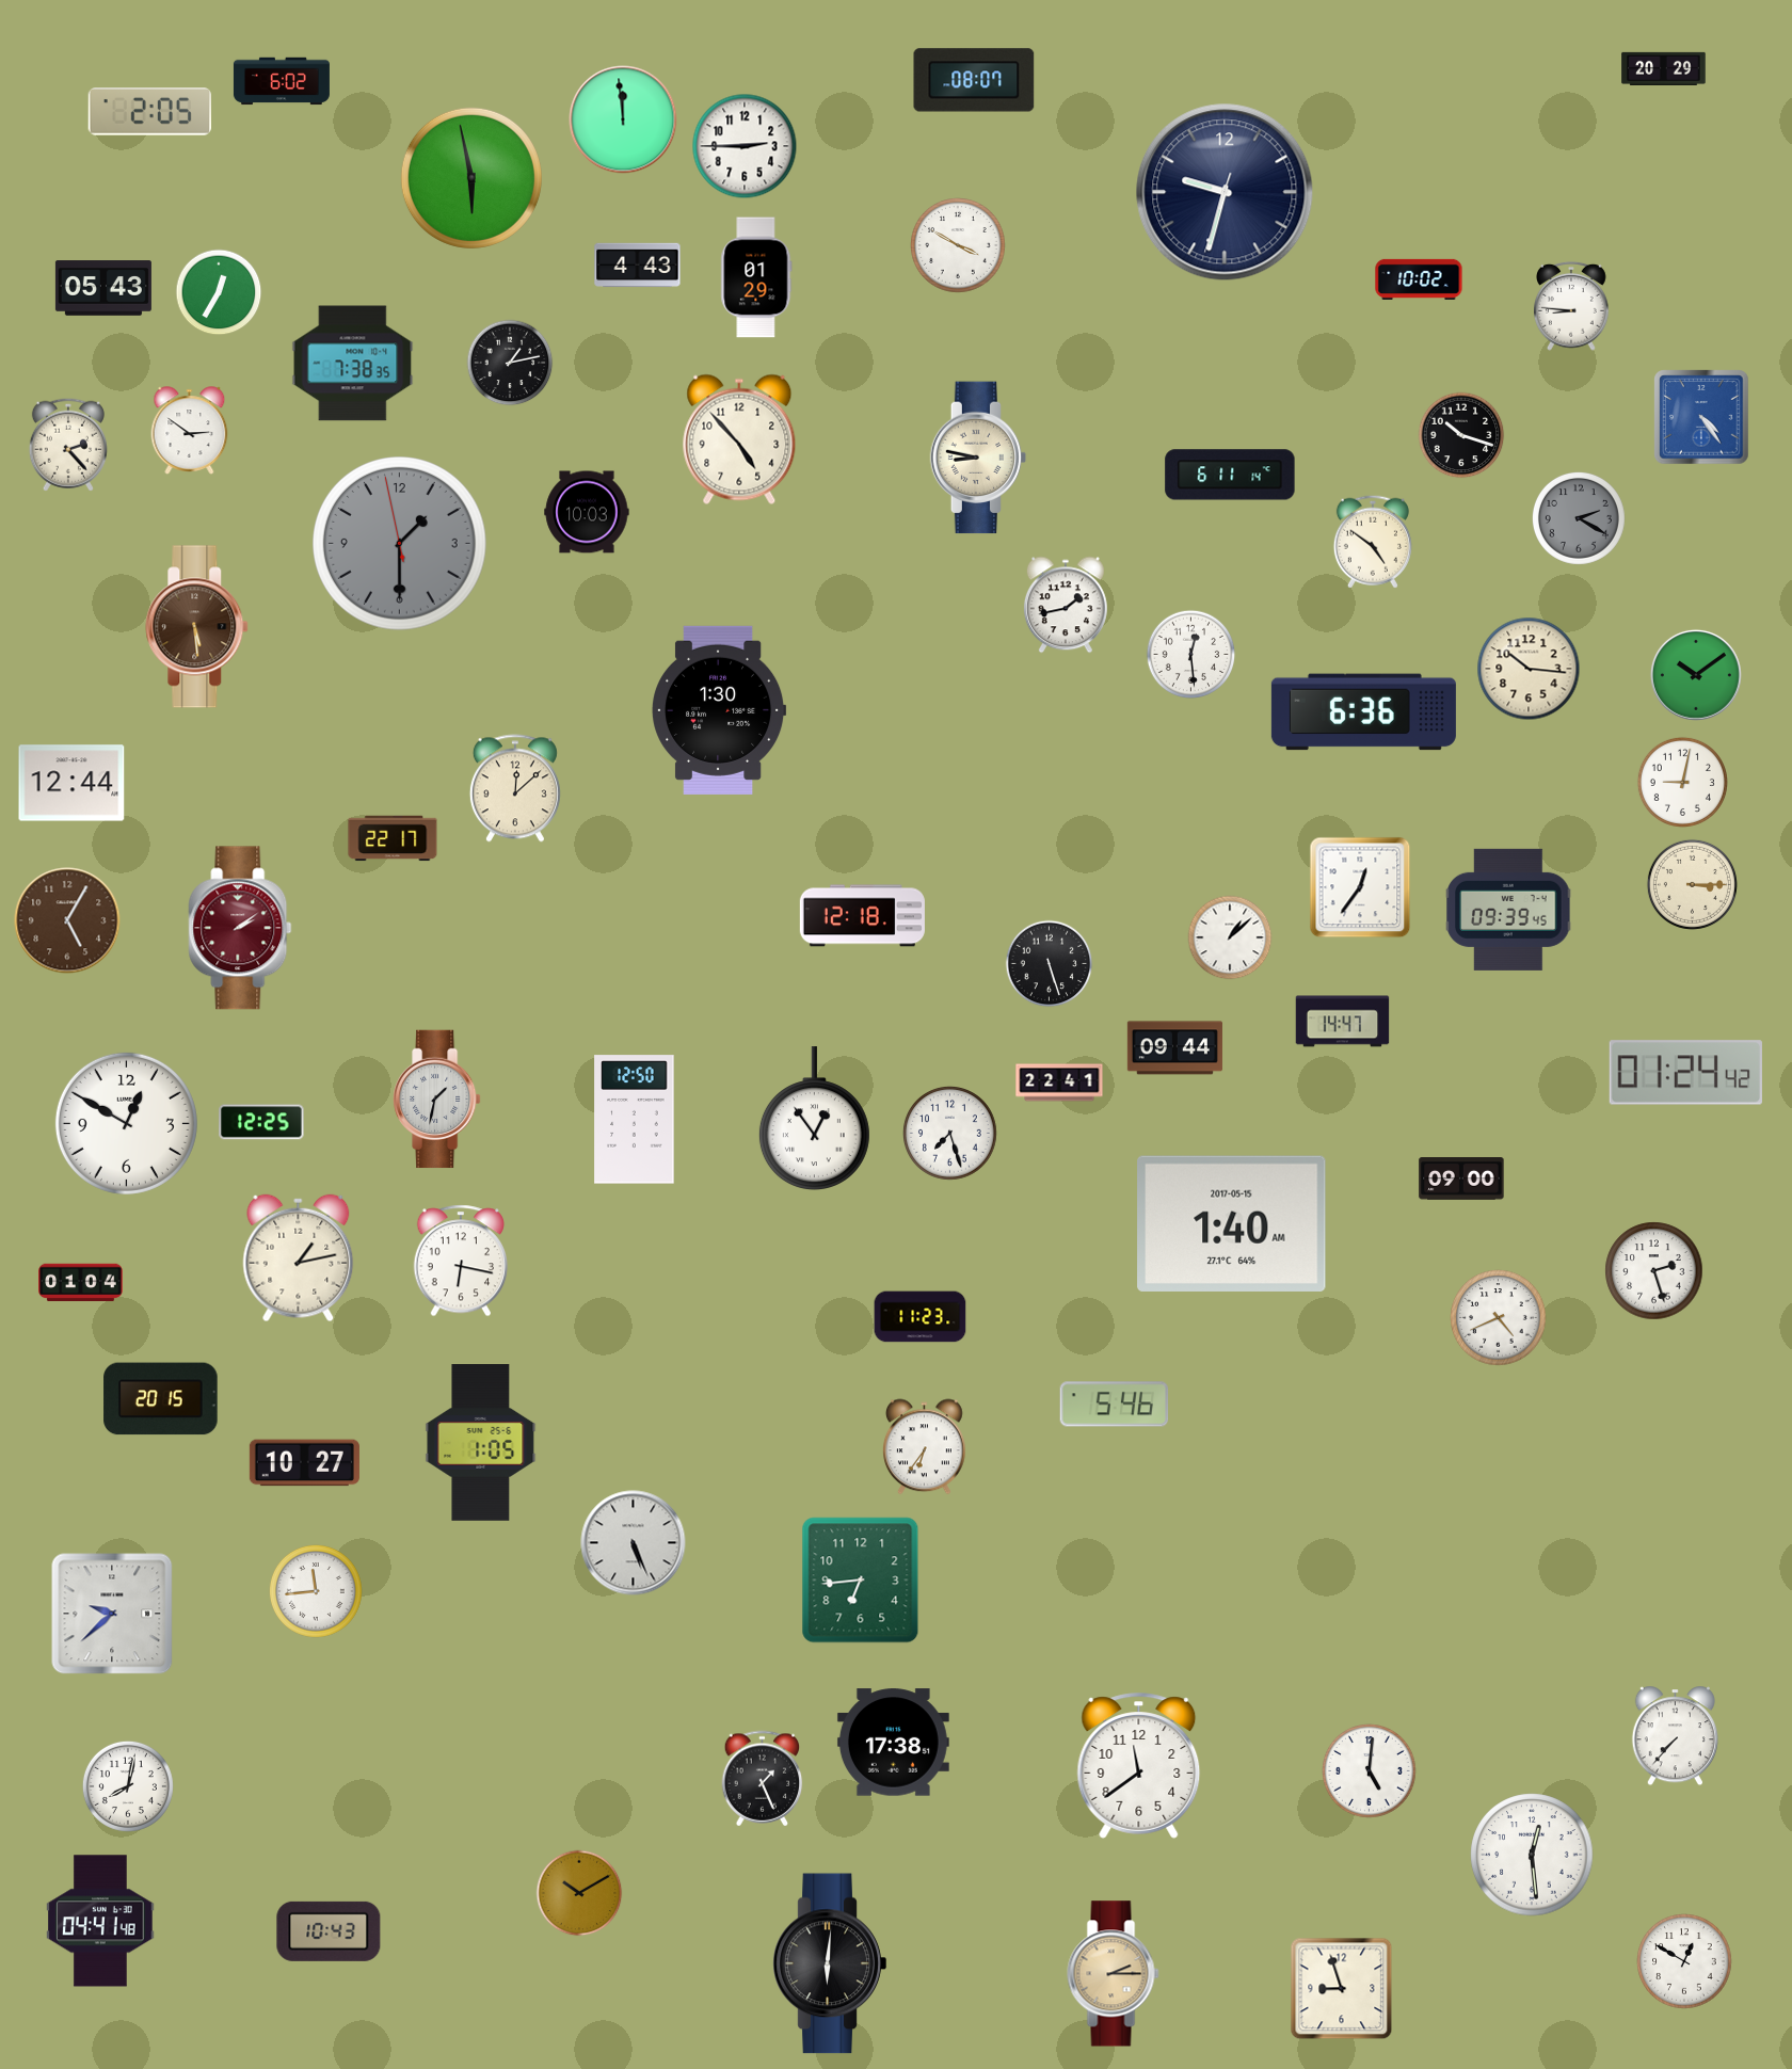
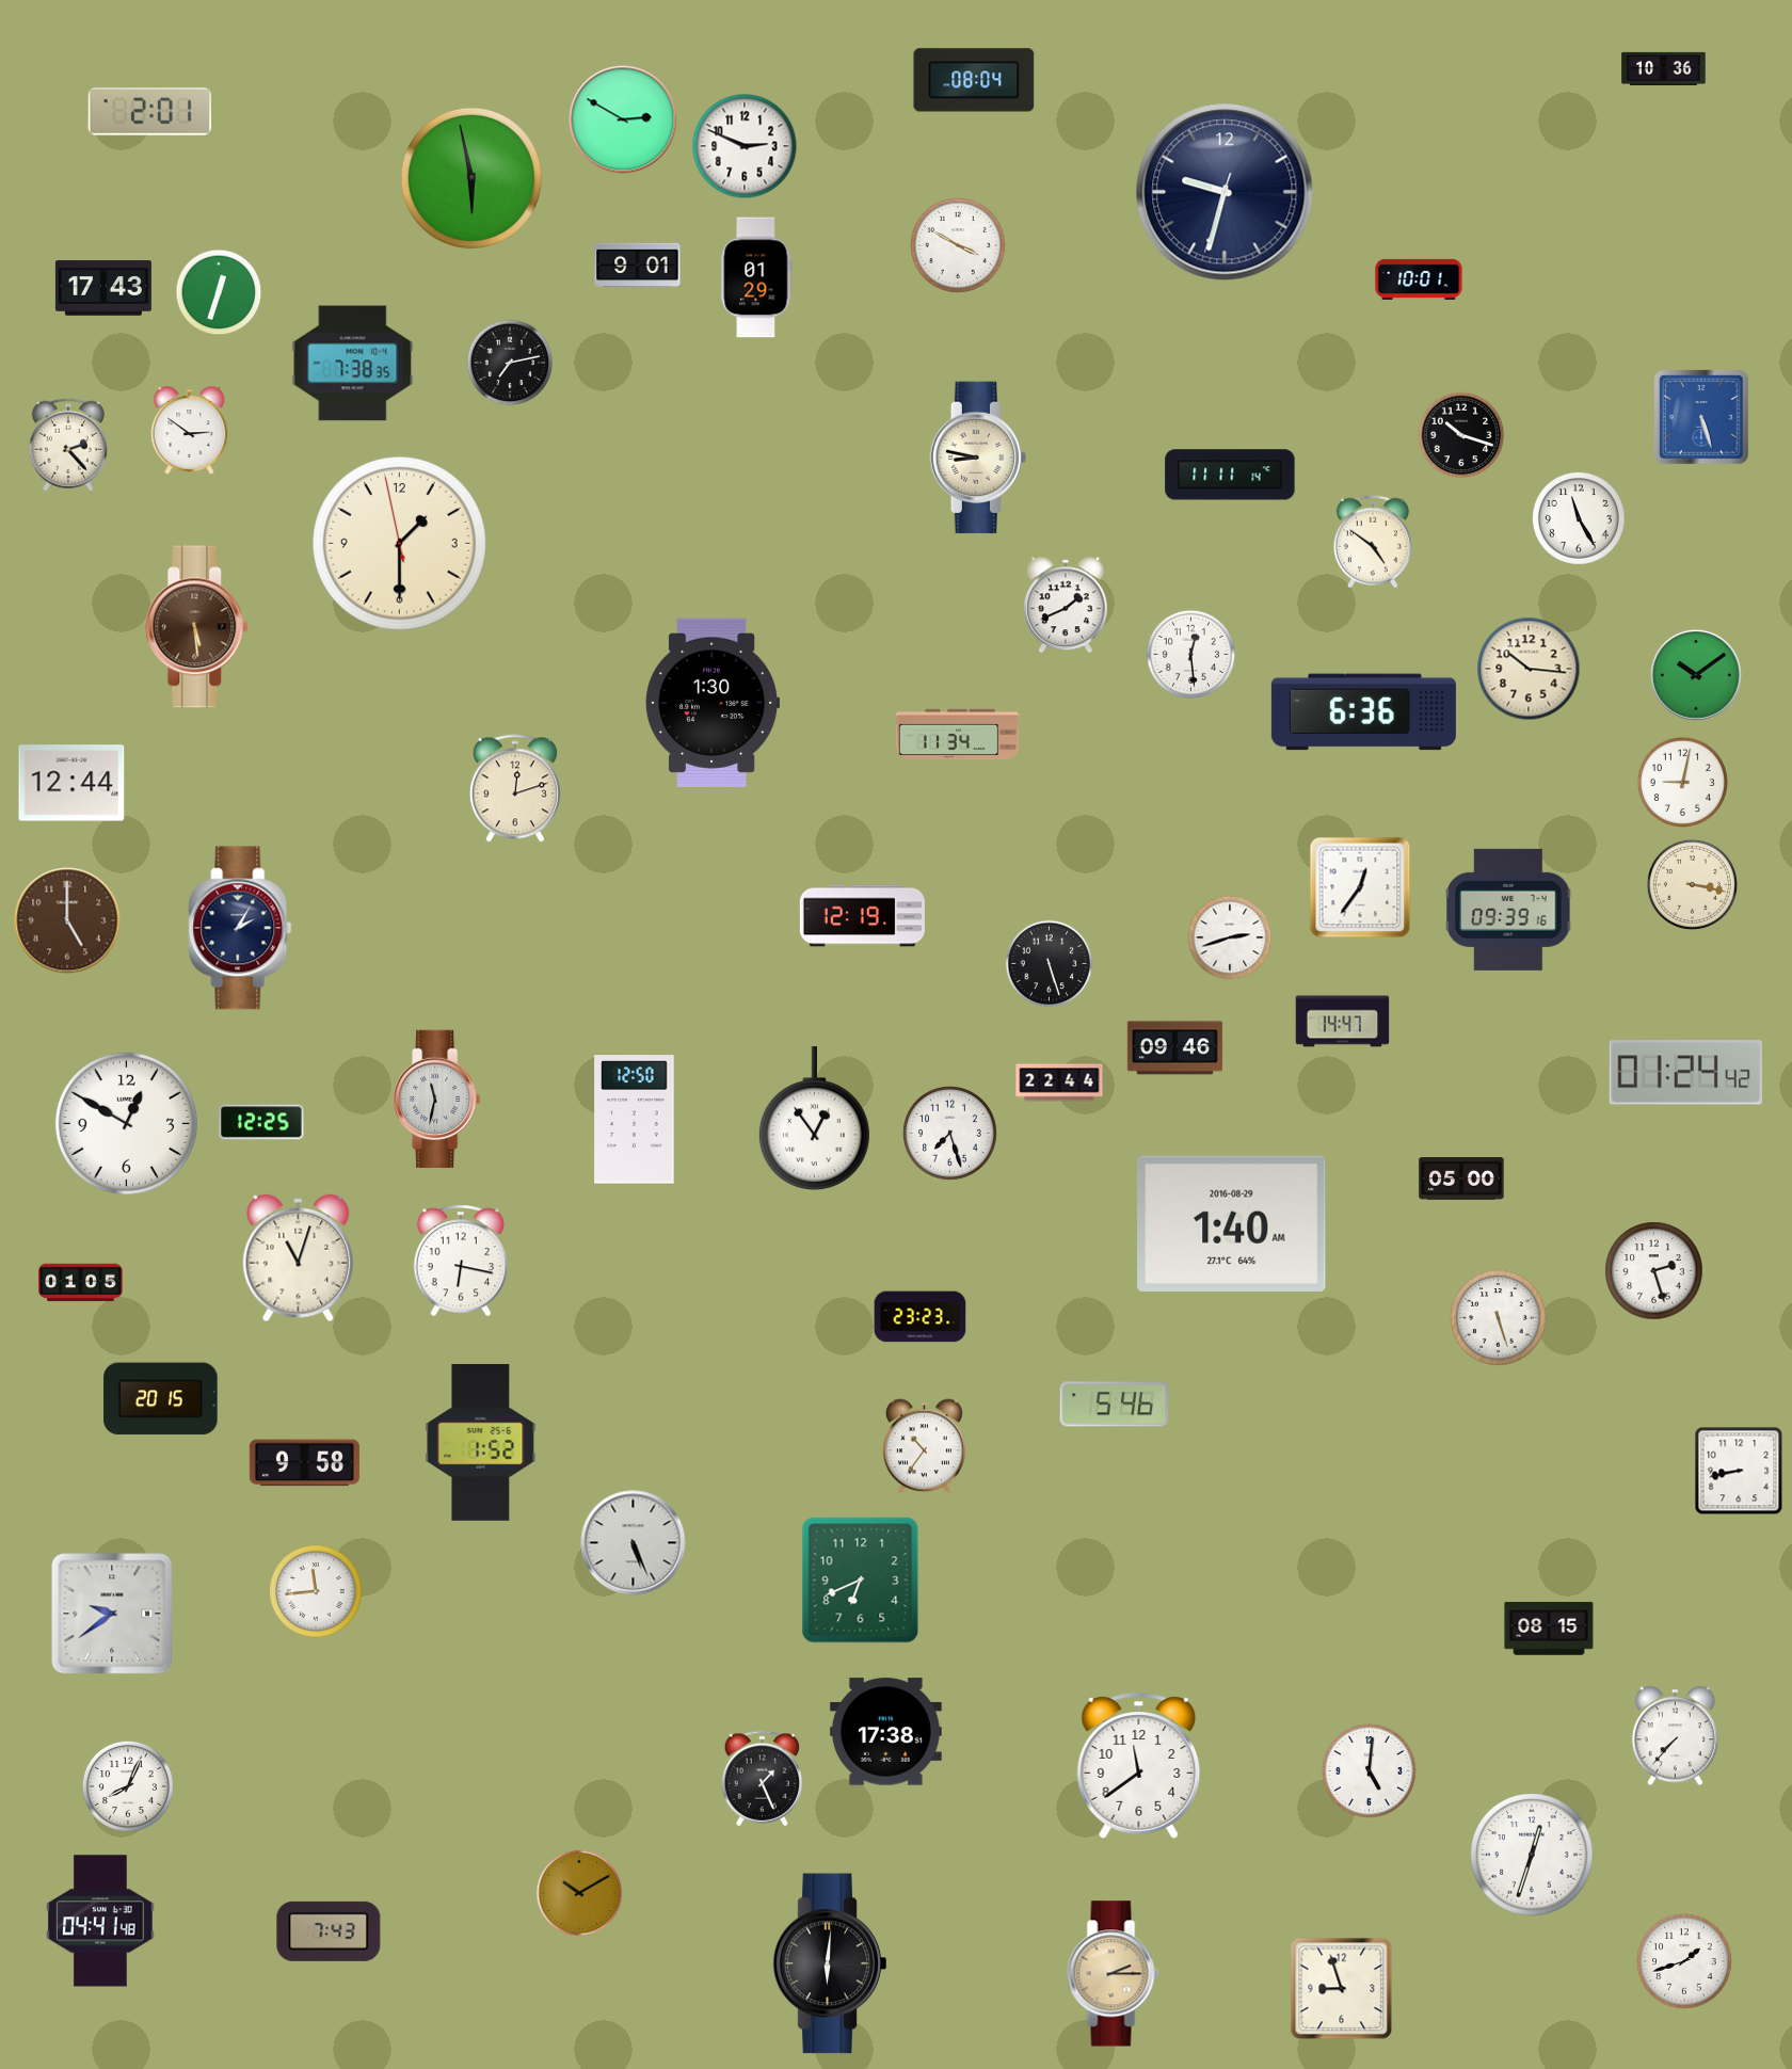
clock at (1664, 68): 20:29 -> 10:36
clock at (974, 80): 08:07 -> 08:04
clock at (282, 81): 6:02 -> none
clock at (149, 112): 2:05 -> 2:01
clock at (623, 119): 11:59 -> 2:50
clock at (745, 146): 2:45 -> 2:49
clock at (638, 266): 4:43 -> 9:01
clock at (1419, 279): 10:02 -> 10:01
clock at (103, 288): 05:43 -> 17:43
clock at (219, 292): 12:35 -> 12:33
clock at (1572, 306): 8:46 -> none
clock at (510, 363): 1:13 -> 7:13
clock at (1701, 417): 4:24 -> 5:27
clock at (739, 439): 4:53 -> none
clock at (1230, 475): 6:11 -> 11:11
clock at (587, 512): 10:03 -> none
clock at (1579, 518): 2:20 -> 11:25
clock at (1579, 518) dial: grey -> white
clock at (400, 544) dial: grey -> cream
clock at (1066, 605): 1:43 -> 1:41
clock at (719, 710) position: (719, 710) -> (713, 703)
clock at (958, 735): none -> 11:34
clock at (515, 788): 12:08 -> 12:12
clock at (393, 838): 22:17 -> none
clock at (1692, 884): 3:15 -> 3:17
clock at (1508, 910): 09:39:45 -> 09:39:16
clock at (862, 916): 12:18 -> 12:19
clock at (67, 920): 5:05 -> 5:00
clock at (240, 928): 2:09 -> 2:05
clock at (240, 928) dial: burgundy -> navy
clock at (1230, 937): 1:08 -> 2:42
clock at (1174, 1048): 09:44 -> 09:46
clock at (1059, 1082): 22:41 -> 22:44
clock at (437, 1100): 1:32 -> 11:32
clock at (1461, 1180): 09:00 -> 05:00
clock at (1232, 1223) date: 2017-05-15 -> 2016-08-29
clock at (299, 1258): 1:13 -> 11:03
clock at (81, 1283): 01:04 -> 01:05
clock at (921, 1317): 11:23 -> 23:23
clock at (1499, 1318): 4:41 -> 5:27
clock at (481, 1443): 1:05 -> 1:52
clock at (925, 1447): 6:36 -> 10:36
clock at (304, 1463): 10:27 -> 9:58
clock at (1739, 1471): none -> 8:43
clock at (861, 1581): 6:44 -> 6:41
clock at (112, 1614): 9:38 -> 9:39
clock at (1549, 1629): none -> 08:15
clock at (893, 1743) position: (893, 1743) -> (885, 1732)
clock at (128, 1786): 8:02 -> 8:04
clock at (1532, 1855): 12:29 -> 12:33
clock at (329, 1931): 10:43 -> 7:43
clock at (1684, 1961): 12:50 -> 1:42
